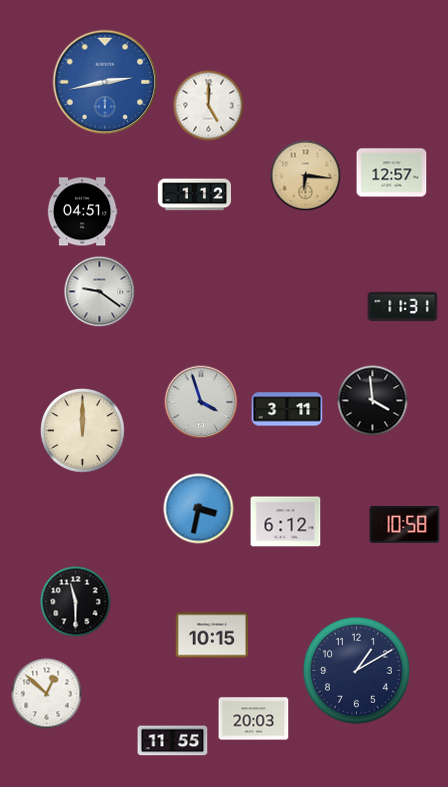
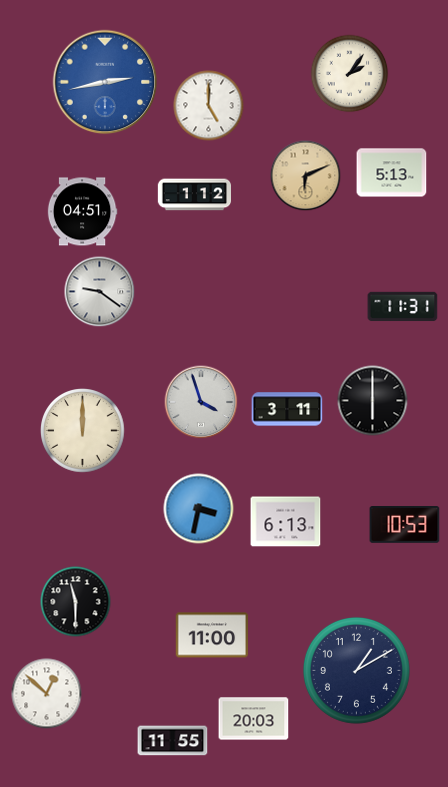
clock at (350, 74): none -> 2:06
clock at (392, 173): 12:57 -> 5:13
clock at (306, 176): 6:16 -> 6:11
clock at (373, 401): 3:59 -> 6:00
clock at (286, 522): 6:12 -> 6:13
clock at (405, 525): 10:58 -> 10:53
clock at (212, 635): 10:15 -> 11:00
